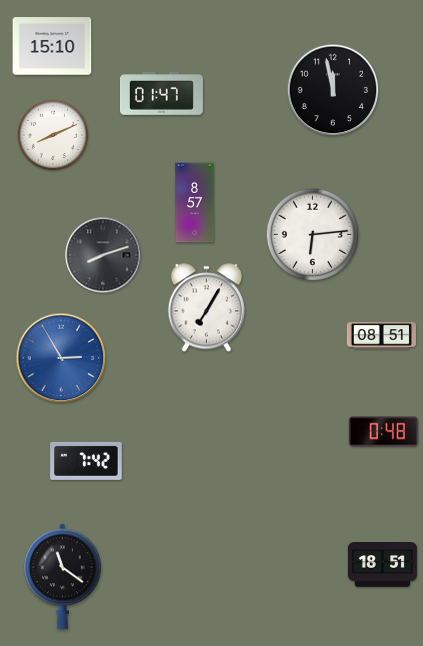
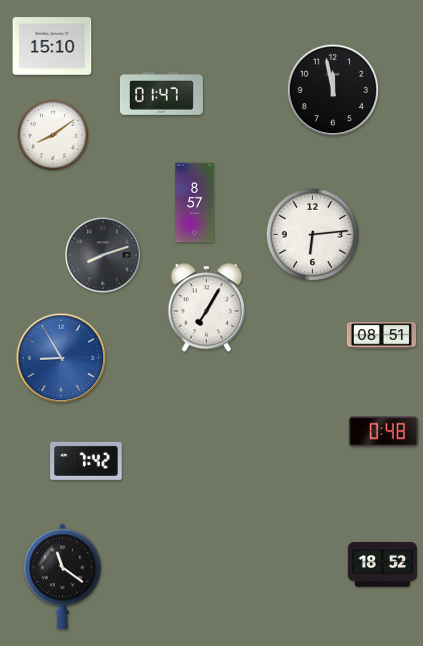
clock at (53, 135): 8:11 -> 8:09
clock at (61, 358): 2:55 -> 8:55
clock at (382, 565): 18:51 -> 18:52
